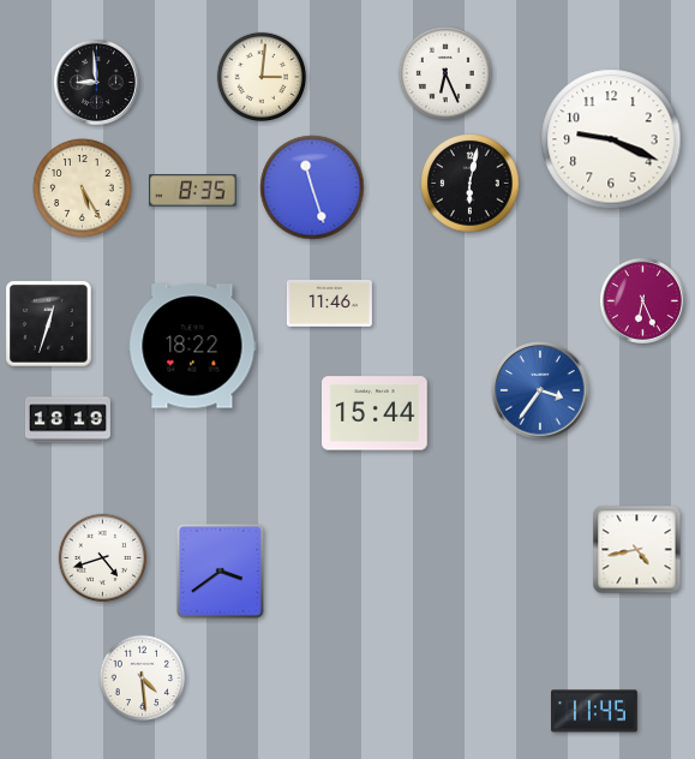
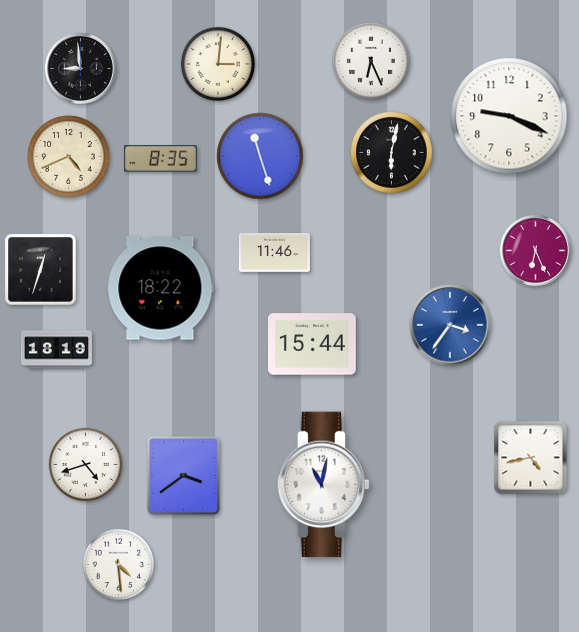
clock at (83, 189): 5:25 -> 4:41
clock at (324, 485): none -> 11:02
clock at (595, 711): 11:45 -> none
